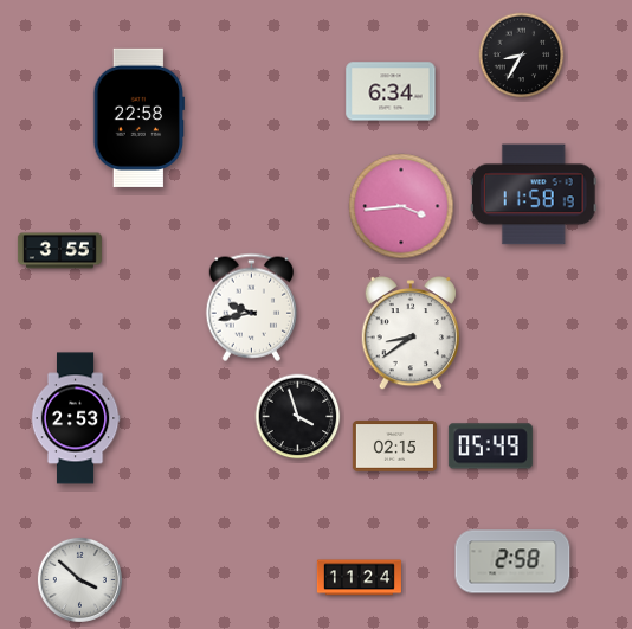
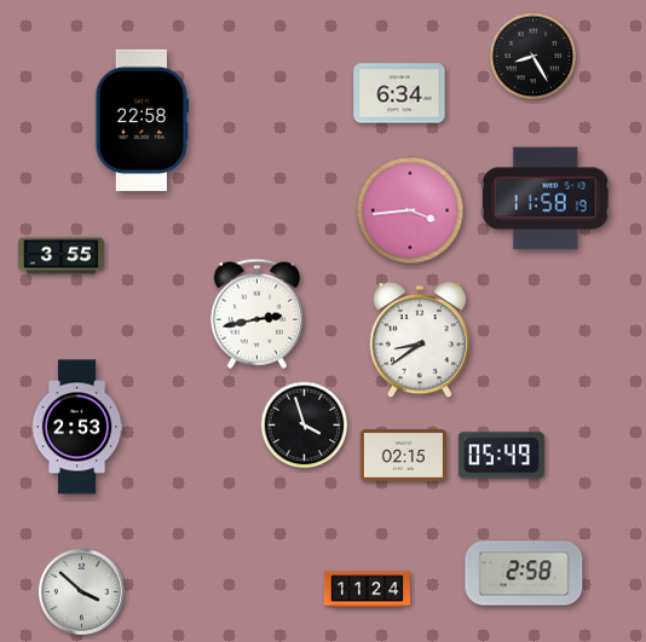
clock at (522, 56): 8:35 -> 8:25
clock at (251, 307): 9:43 -> 2:43
